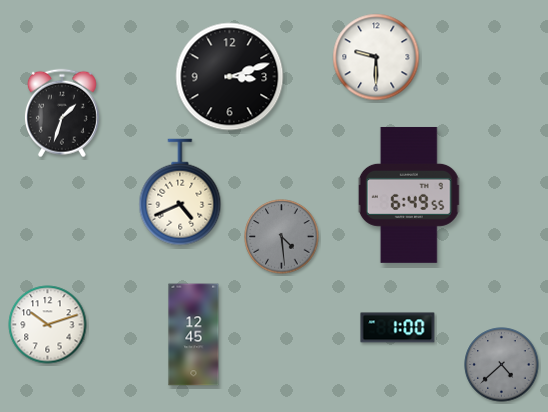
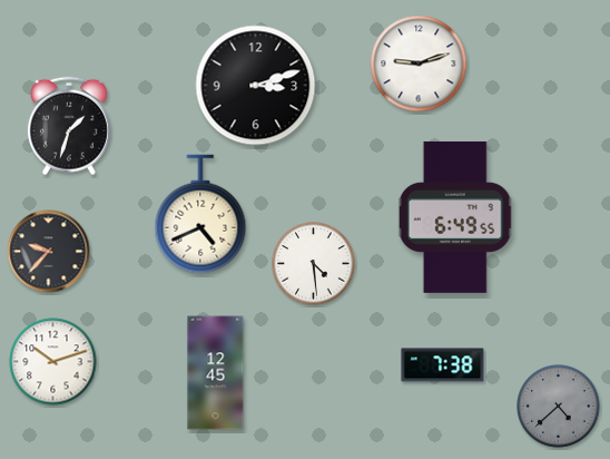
clock at (376, 57): 9:30 -> 9:12
clock at (49, 252): none -> 9:37
clock at (282, 237) dial: grey -> white
clock at (398, 328): 1:00 -> 7:38
